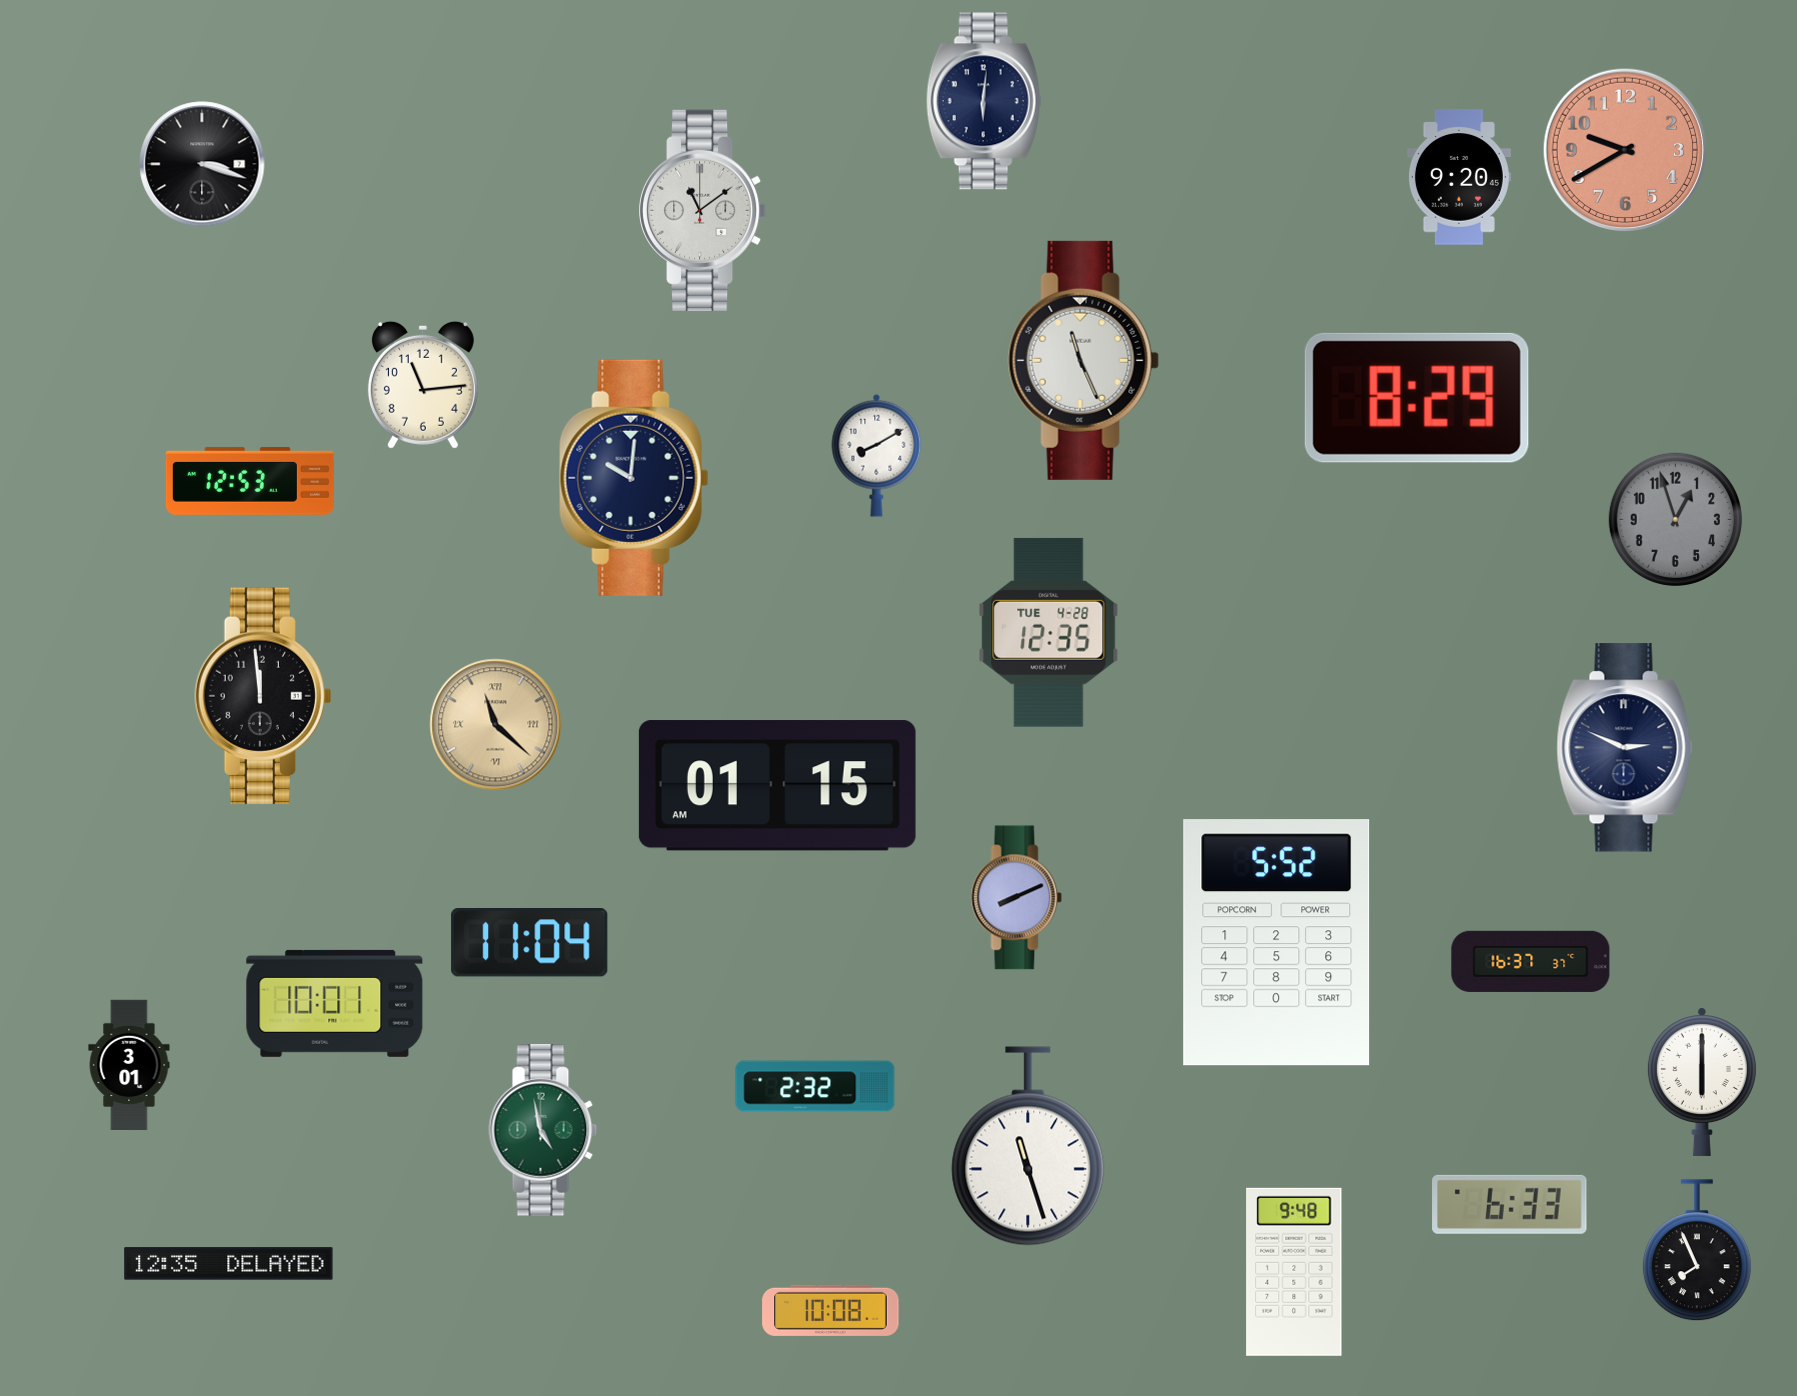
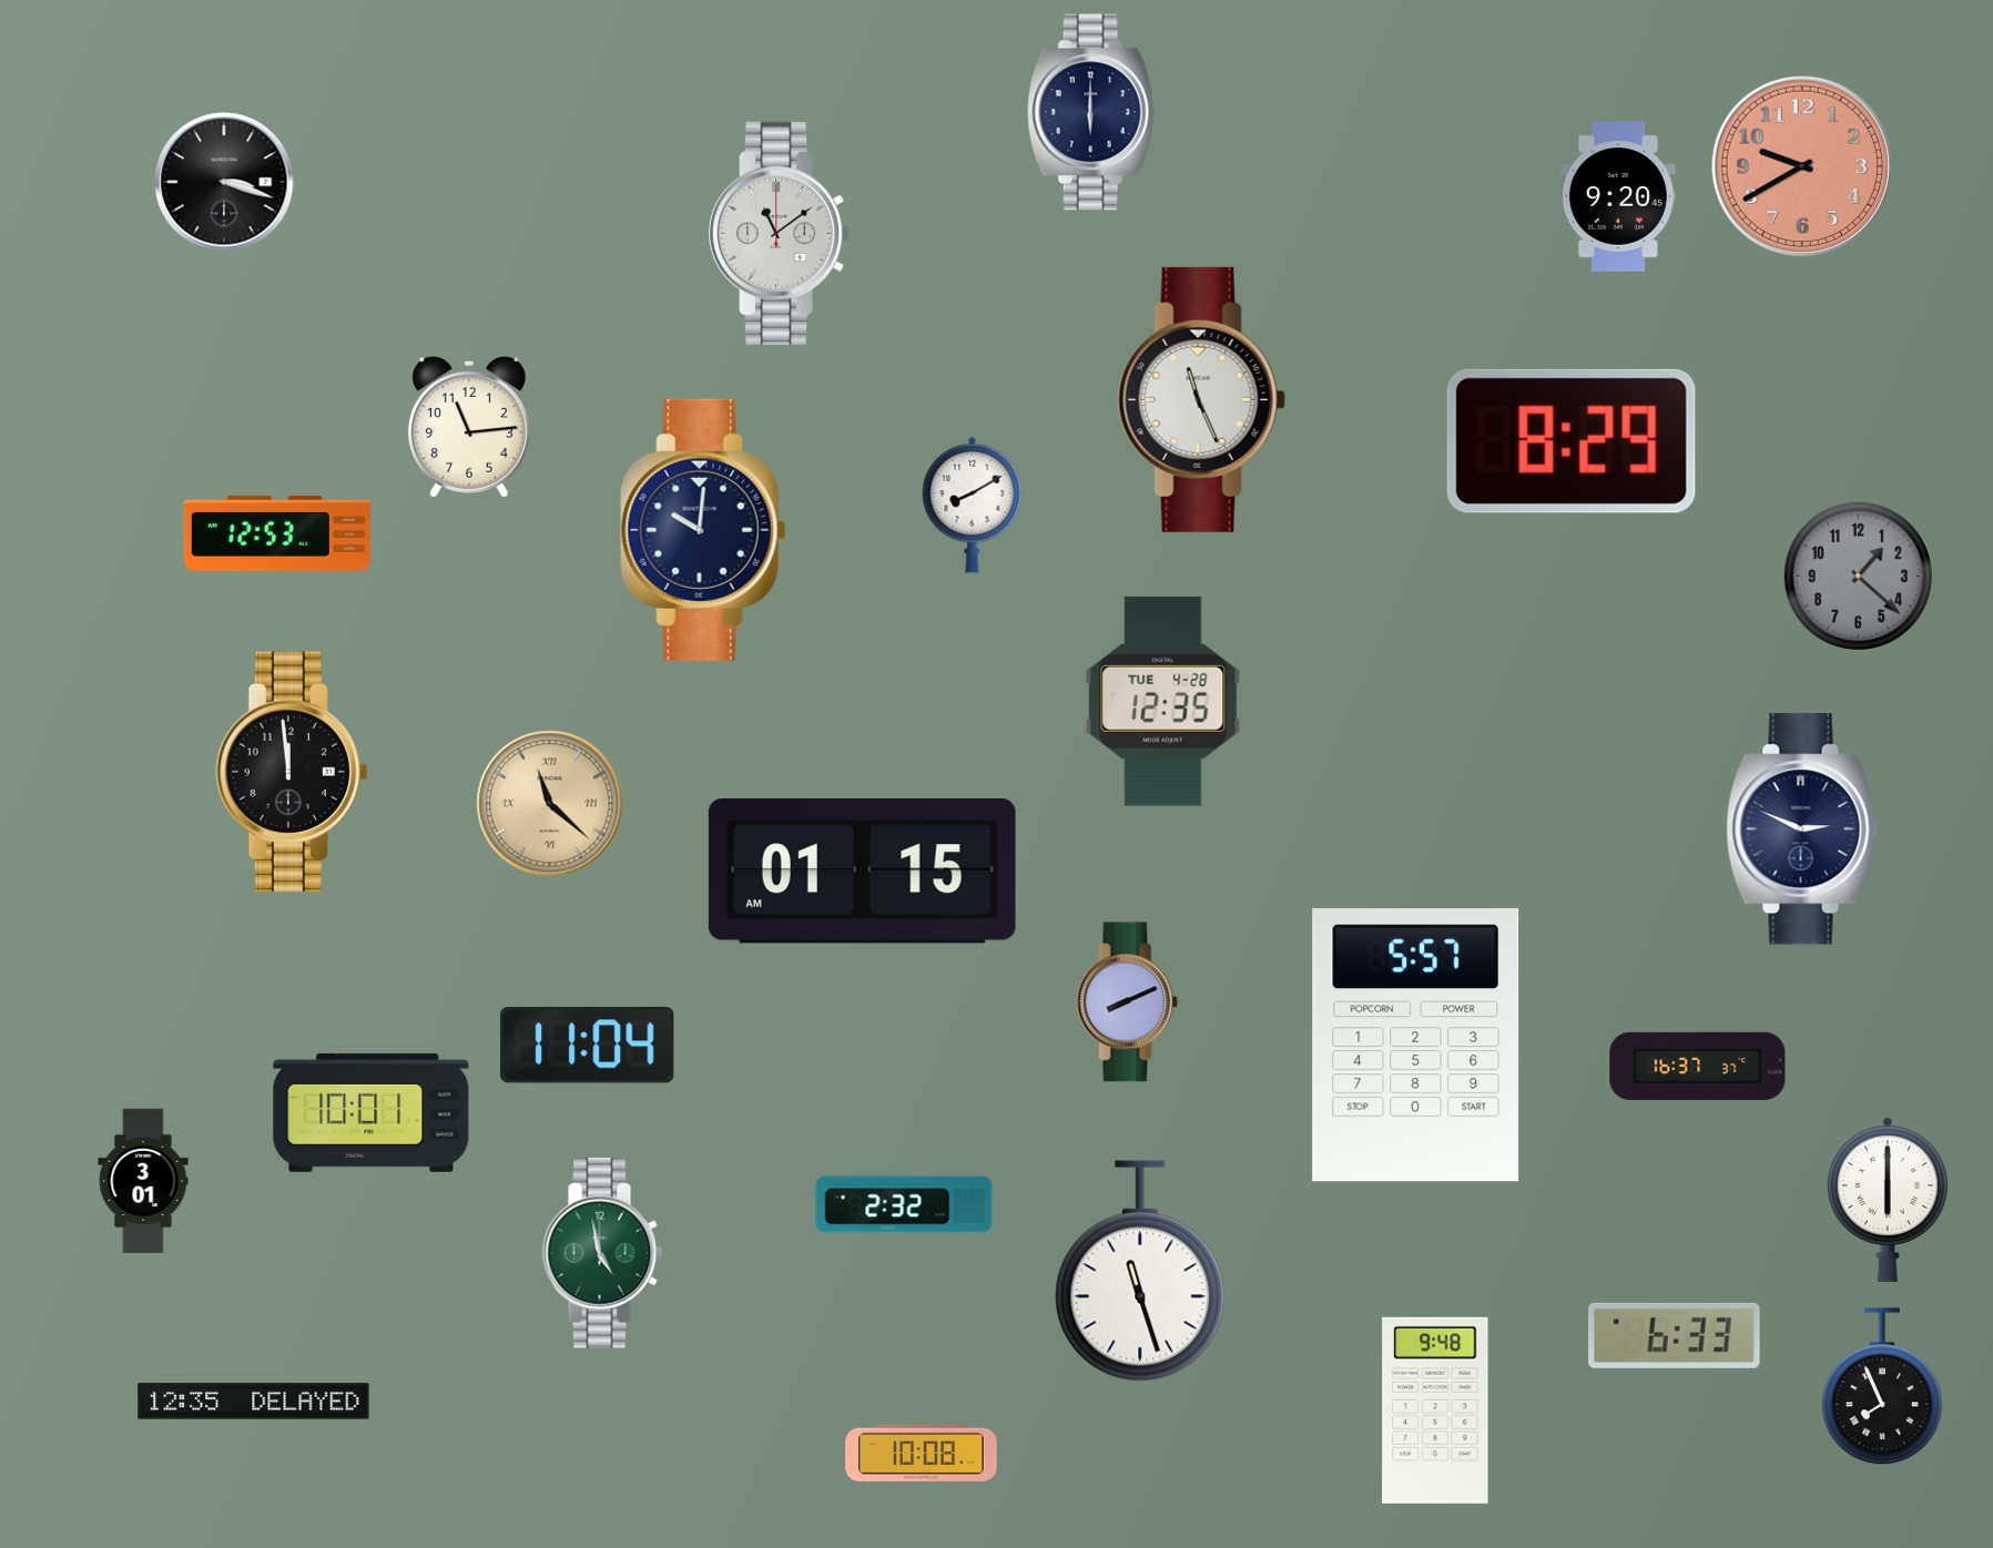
clock at (984, 101): 6:01 -> 6:00
clock at (1675, 519): 12:57 -> 1:22
clock at (1017, 898) position: (1017, 898) -> (1128, 1002)
clock at (1277, 943): 5:52 -> 5:57
